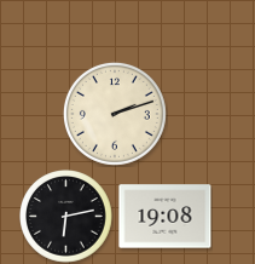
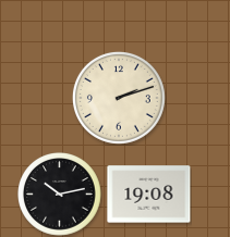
clock at (115, 114) position: (115, 114) -> (119, 98)
clock at (66, 217): 6:13 -> 10:13
